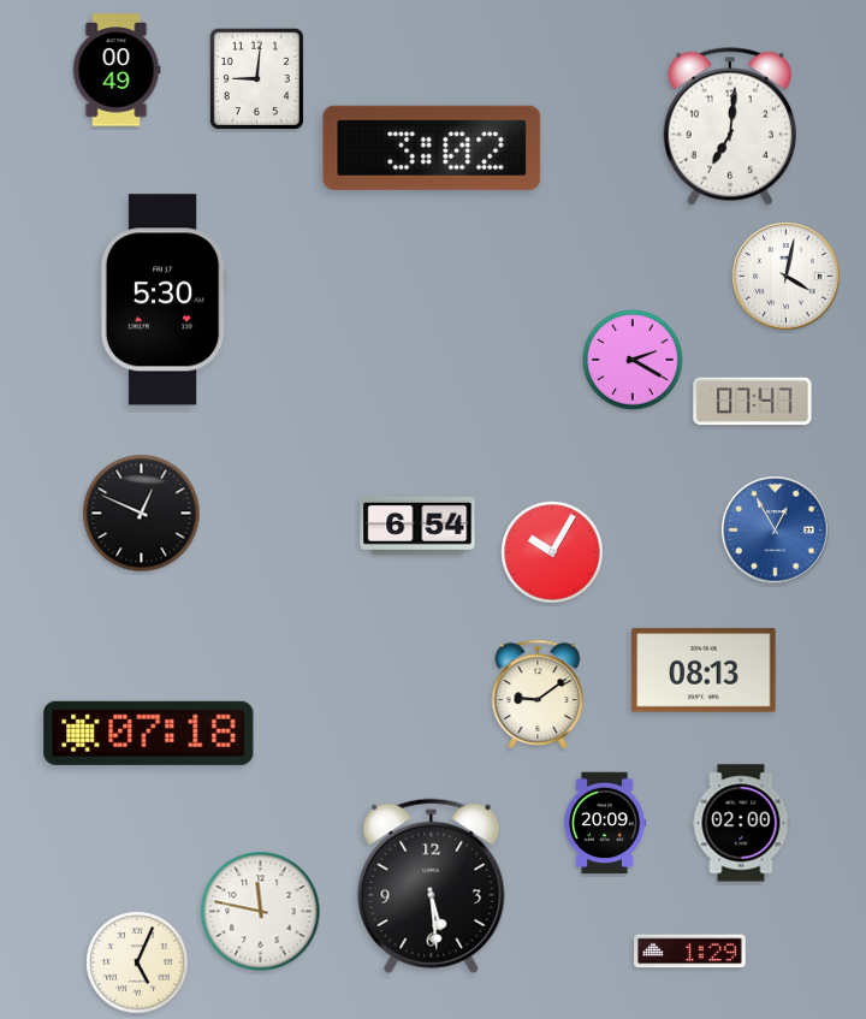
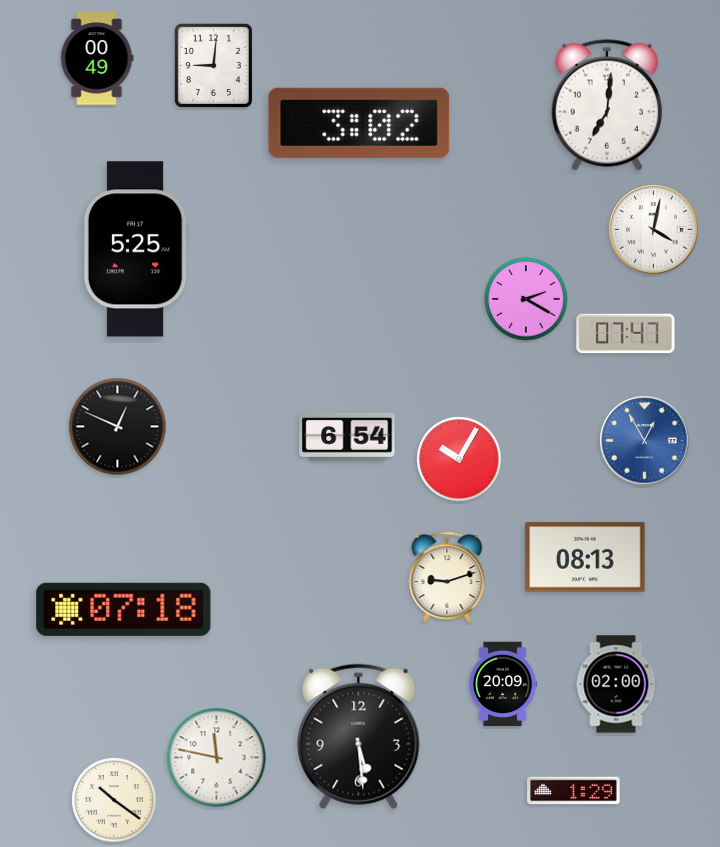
clock at (164, 300): 5:30 -> 5:25
clock at (538, 694): 9:09 -> 9:12
clock at (137, 962): 5:04 -> 10:21
